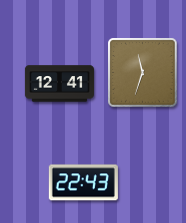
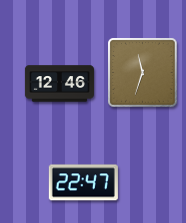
clock at (59, 84): 12:41 -> 12:46
clock at (83, 183): 22:43 -> 22:47
